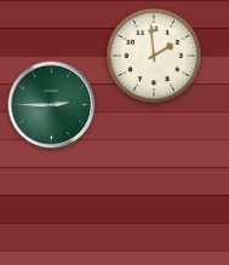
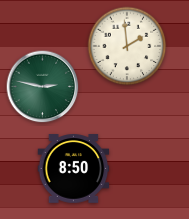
clock at (52, 105): 2:45 -> 2:47
clock at (74, 169): none -> 8:50
